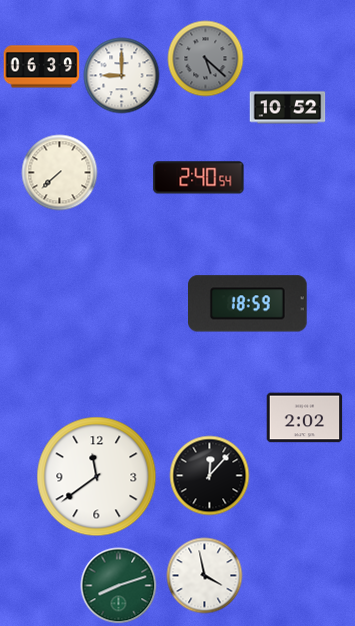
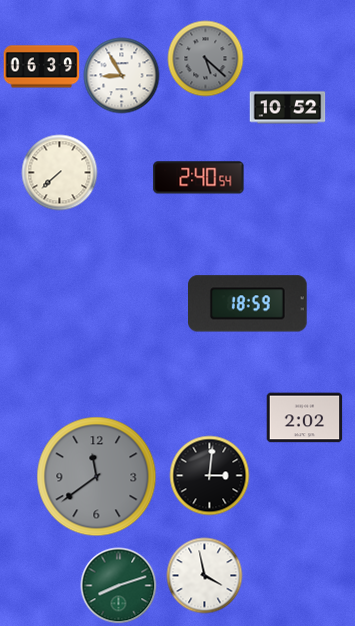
clock at (122, 76): 9:00 -> 8:55
clock at (210, 476): 12:07 -> 3:01
clock at (97, 477) dial: white -> grey
